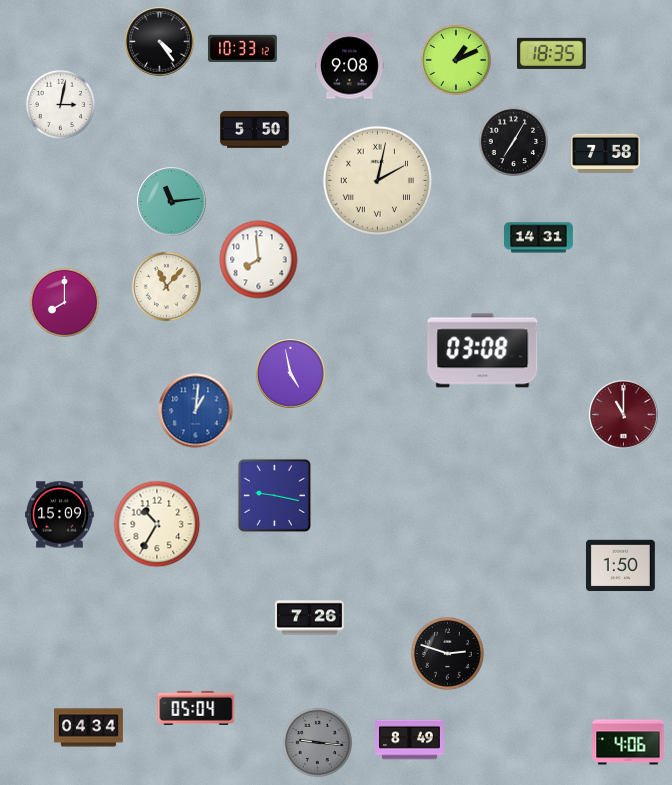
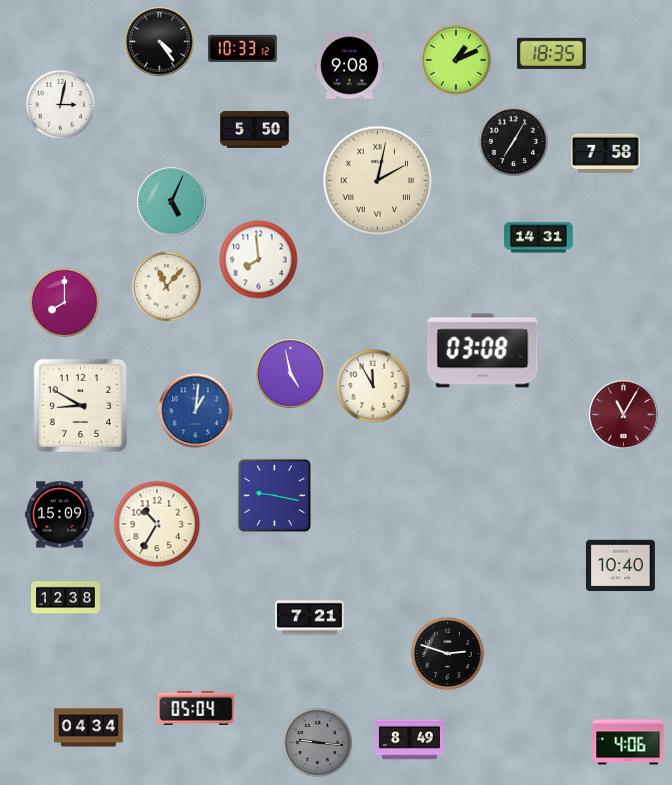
clock at (172, 202): 11:14 -> 5:04
clock at (373, 386): none -> 11:55
clock at (80, 405): none -> 8:50
clock at (624, 415): 11:00 -> 11:05
clock at (621, 566): 1:50 -> 10:40
clock at (66, 598): none -> 12:38
clock at (310, 618): 7:26 -> 7:21
